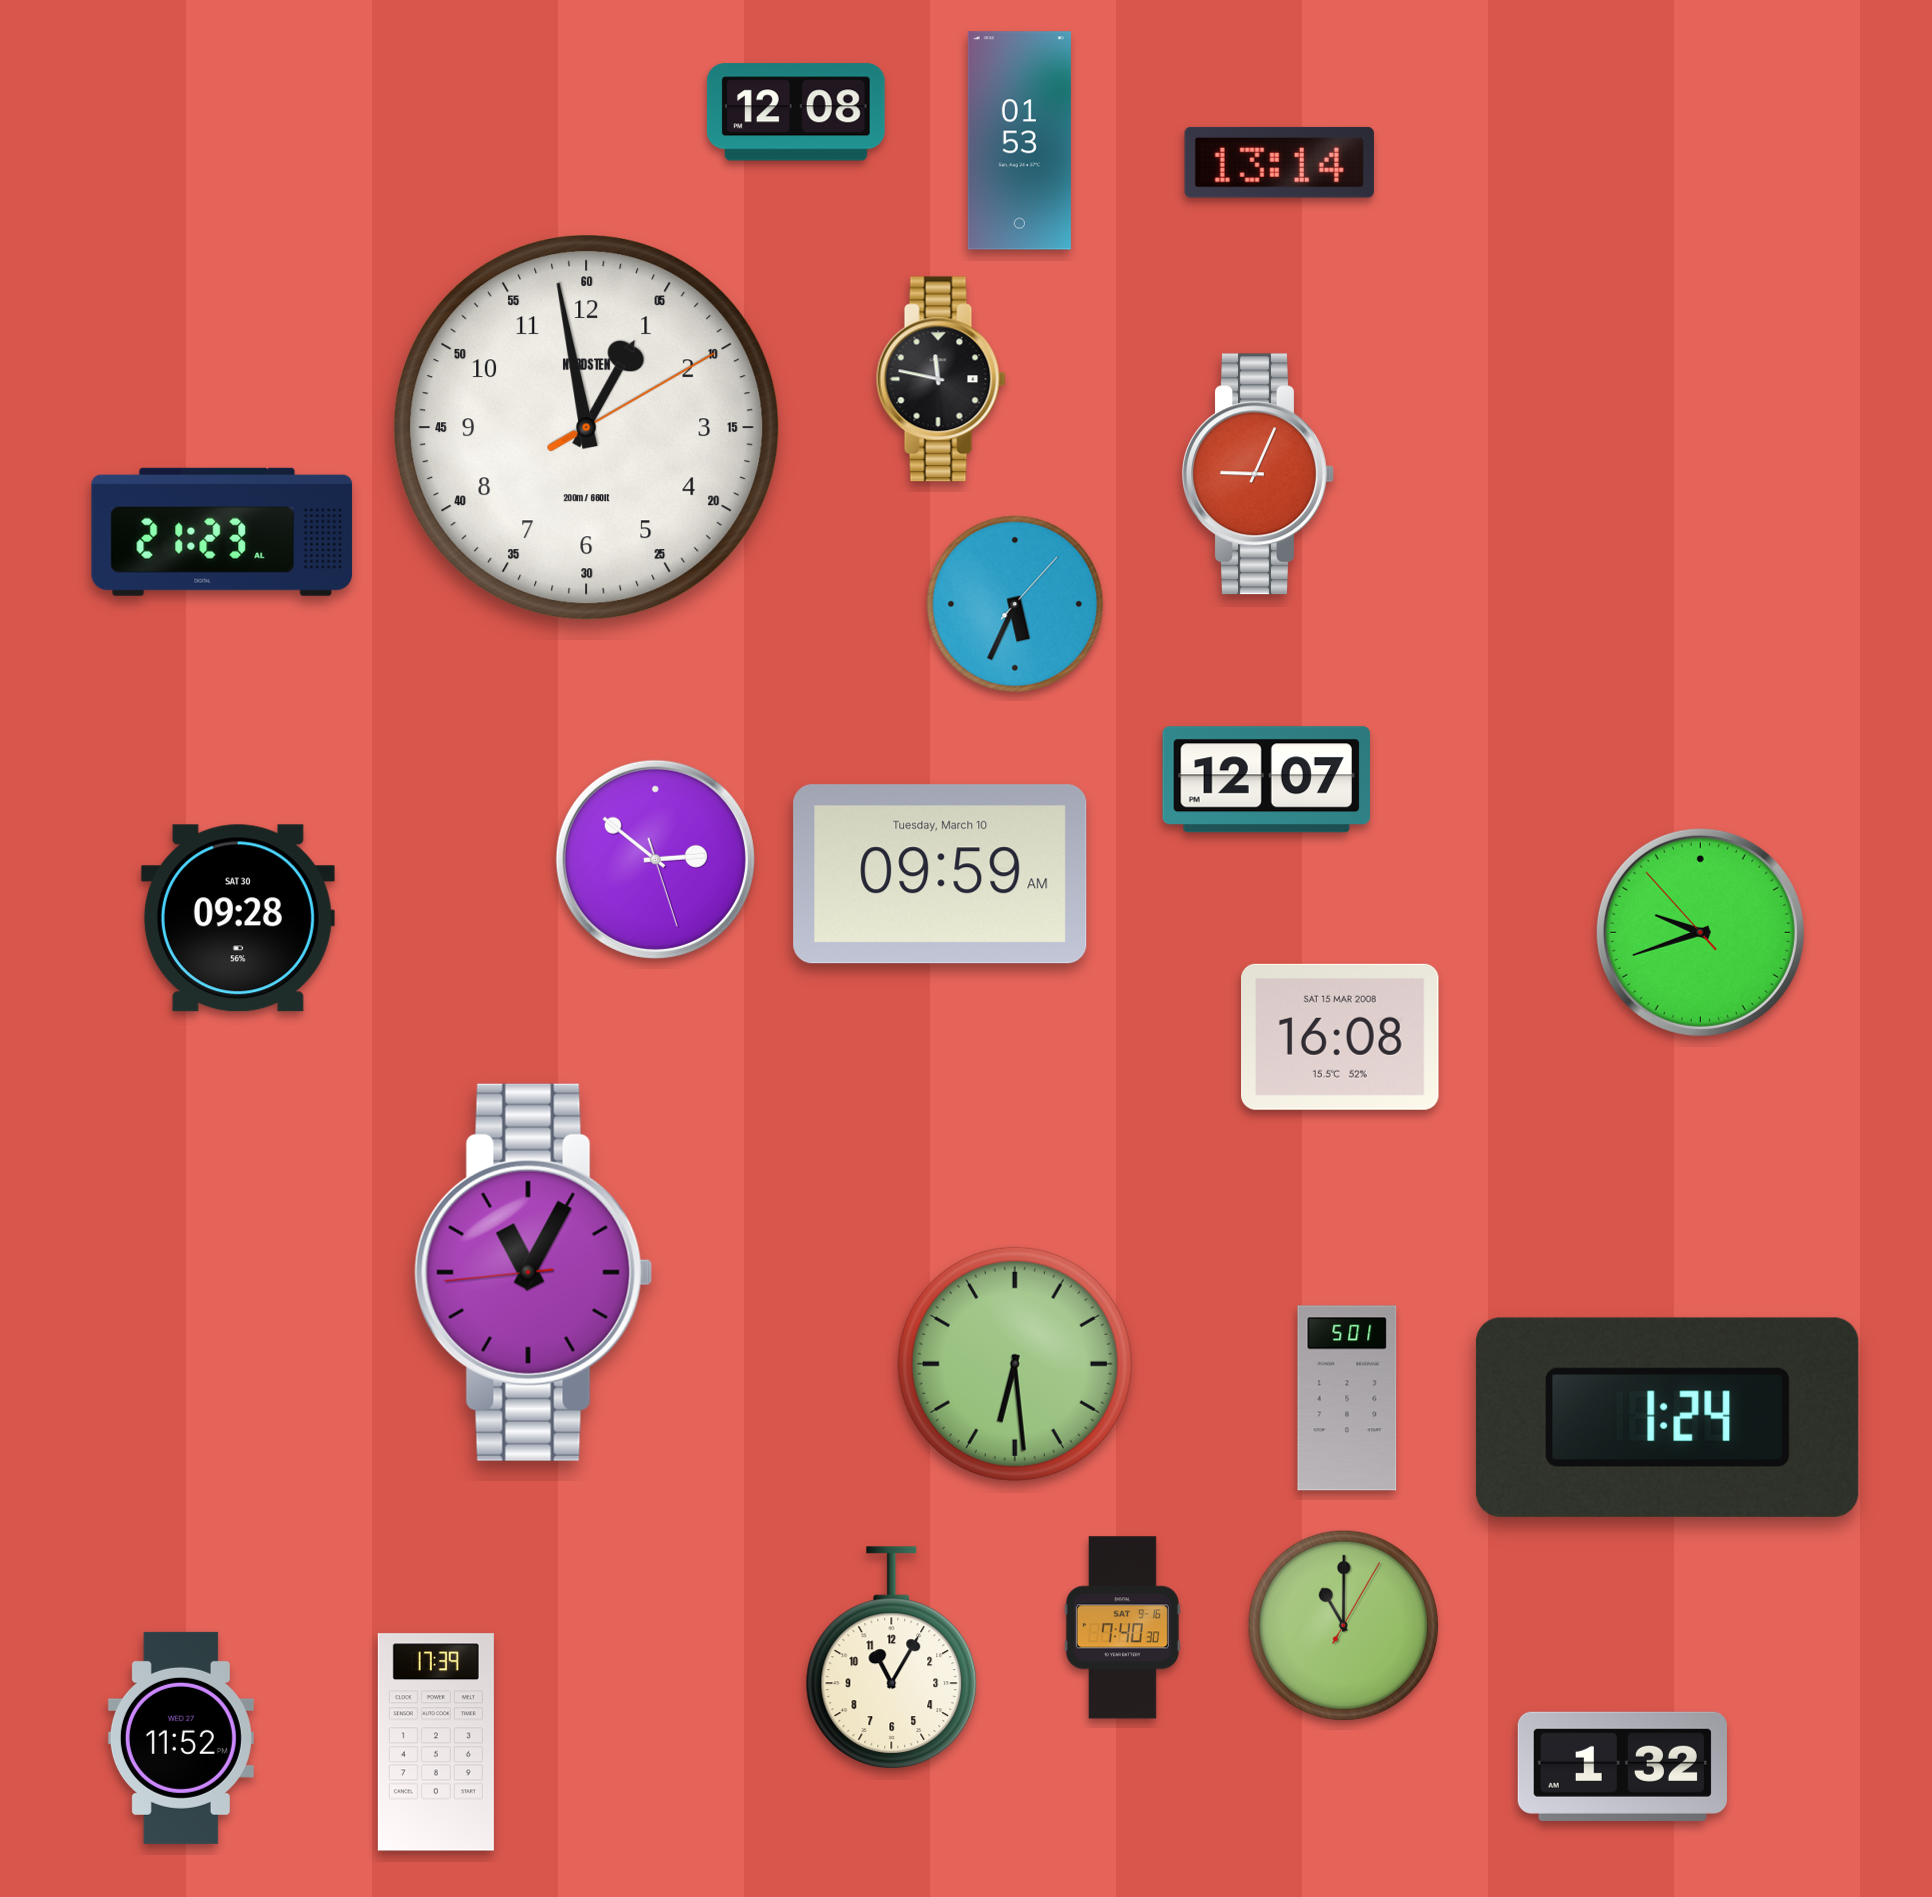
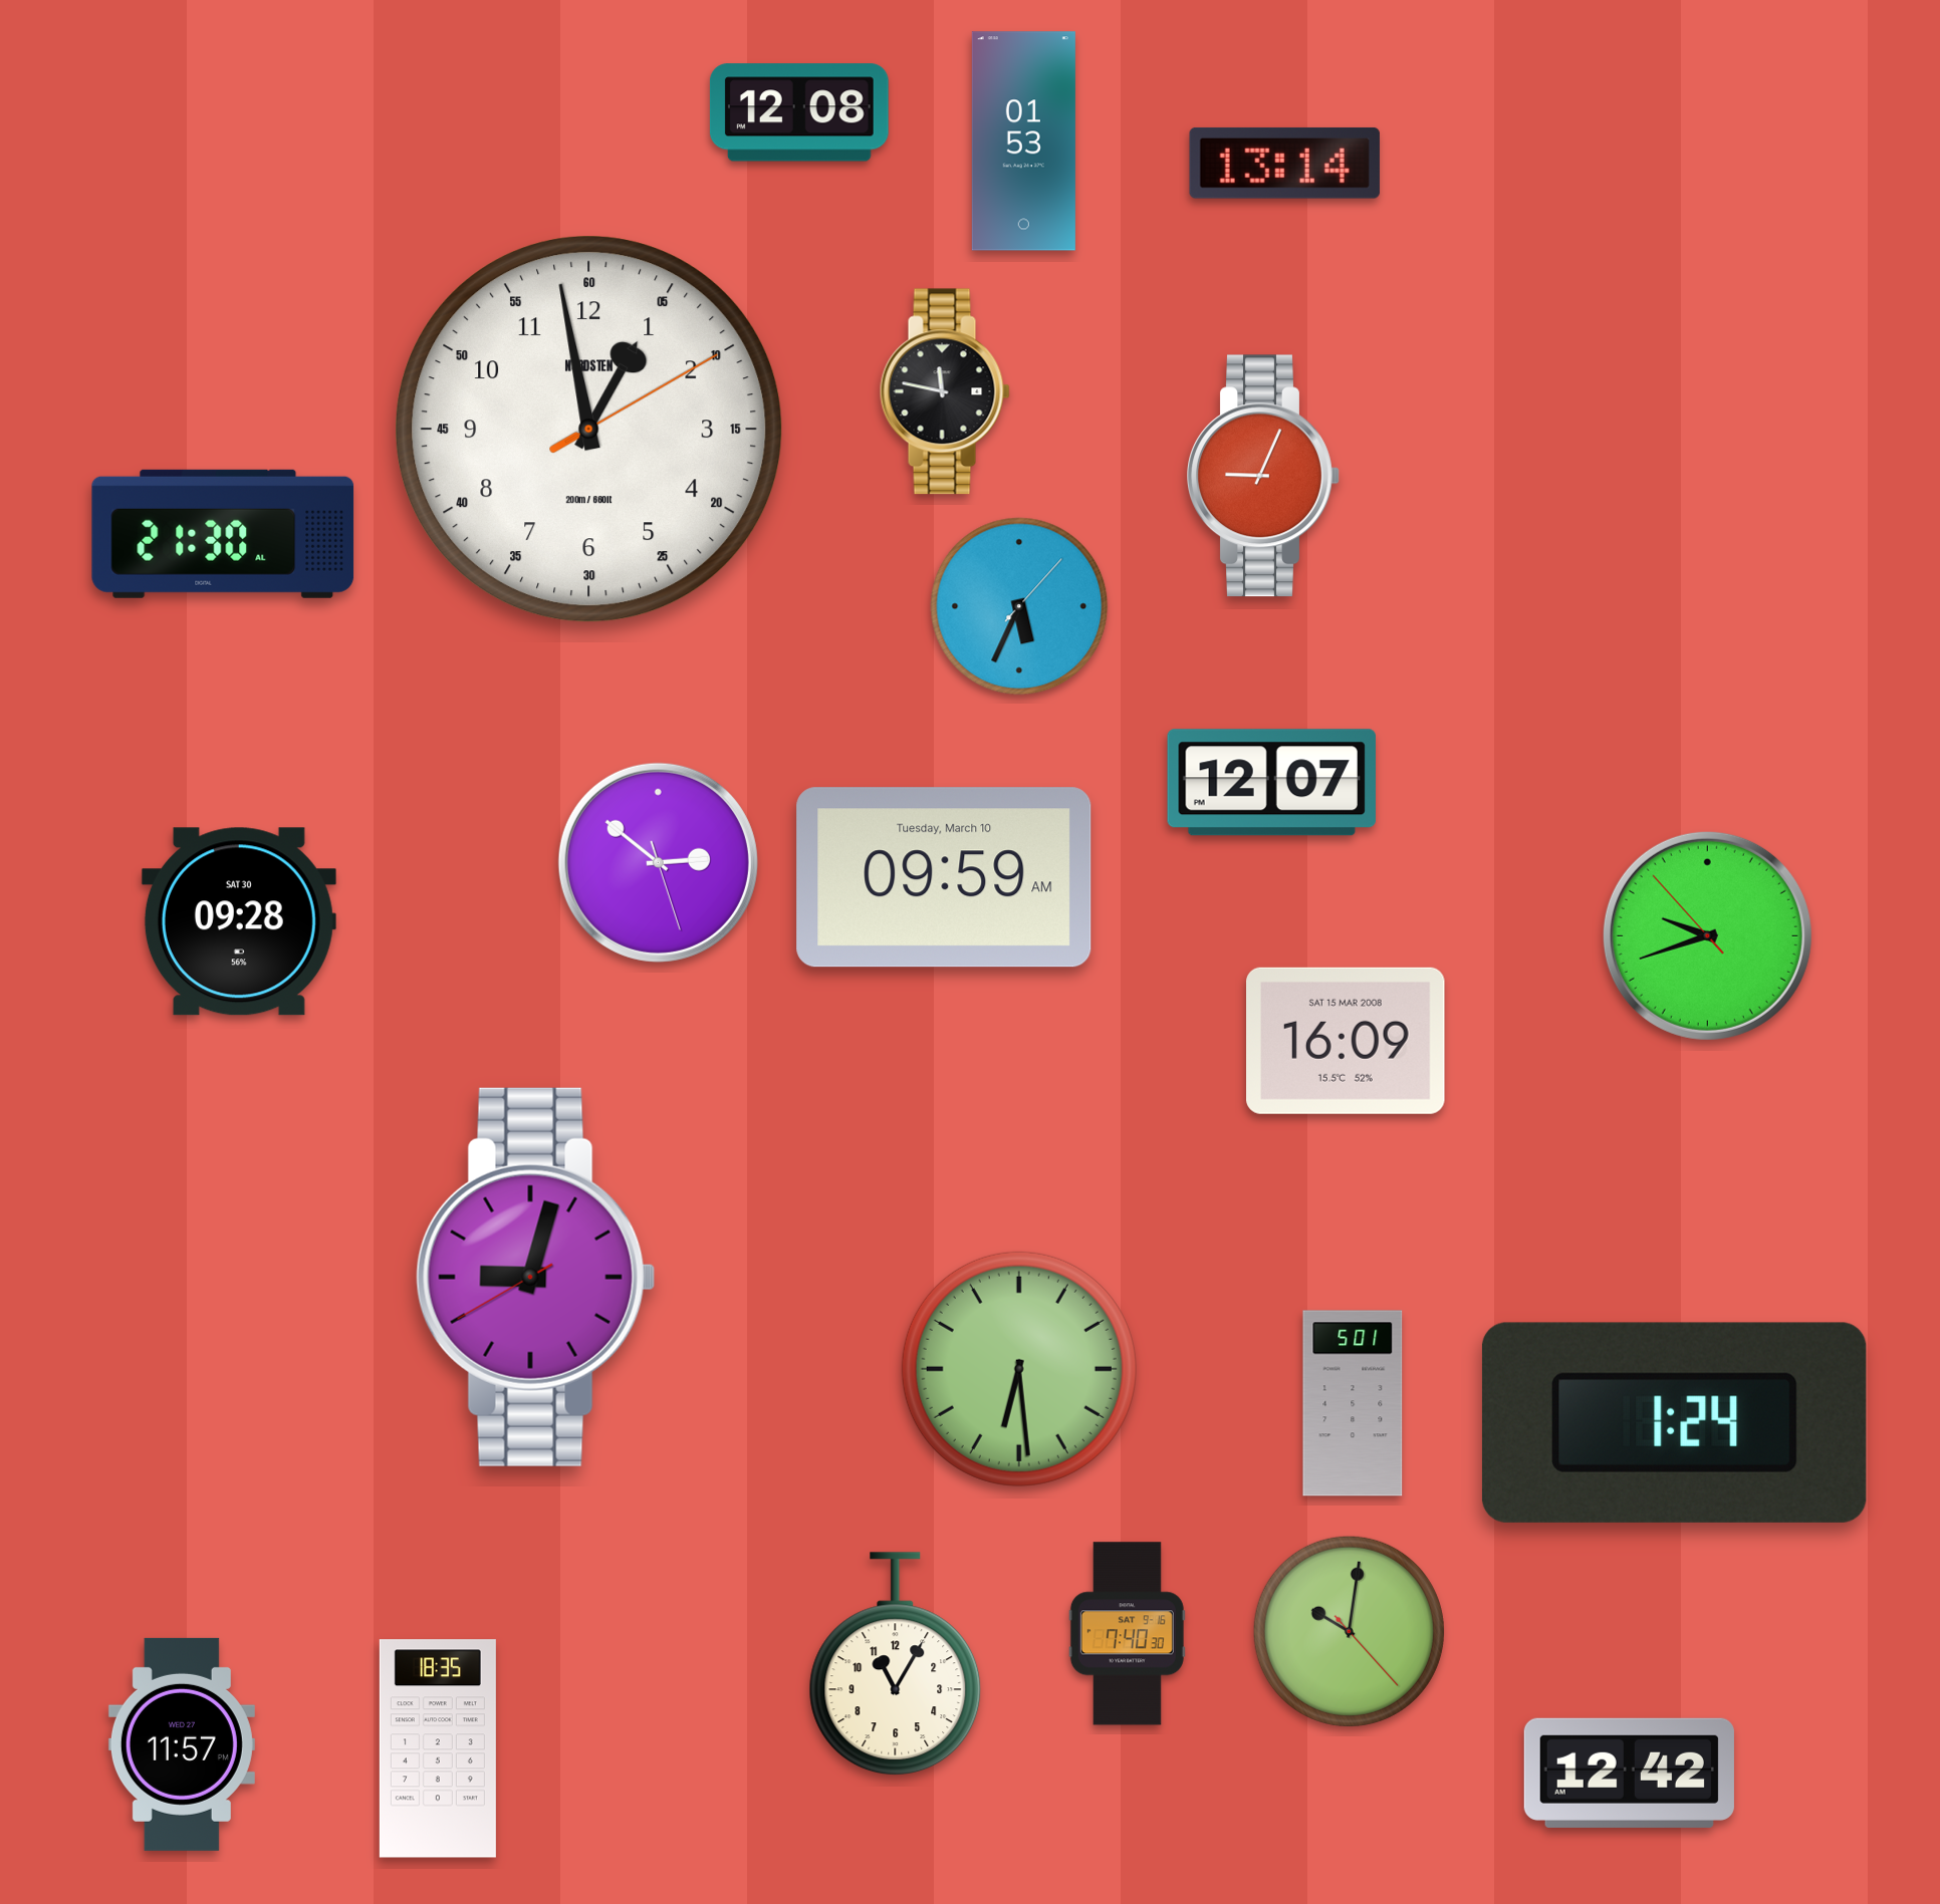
clock at (941, 379) position: (941, 379) -> (945, 391)
clock at (222, 532): 21:23 -> 21:30
clock at (1341, 1037): 16:08 -> 16:09
clock at (534, 1272): 11:04 -> 9:02
clock at (1343, 1625): 11:00 -> 10:01
clock at (181, 1738): 11:52 -> 11:57
clock at (436, 1742): 17:39 -> 18:35
clock at (1622, 1766): 1:32 -> 12:42
